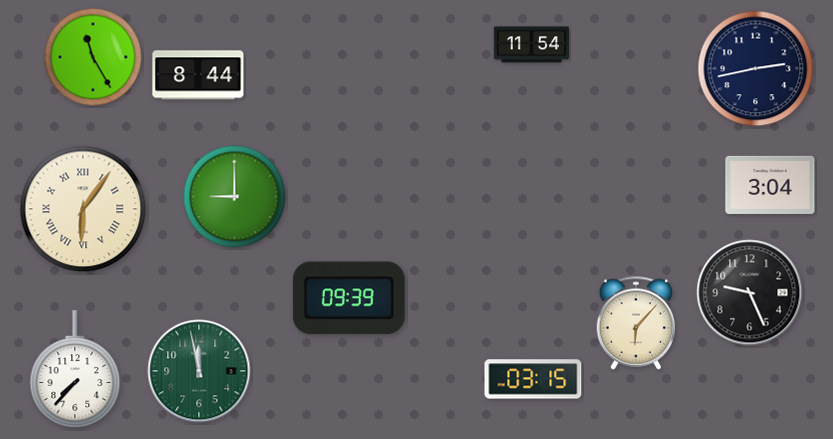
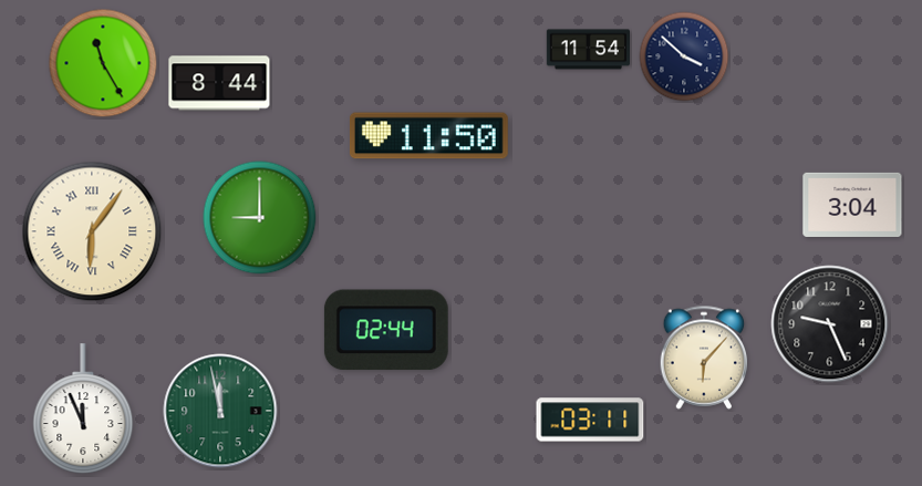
clock at (684, 56): none -> 3:52
clock at (756, 69): 2:43 -> none
clock at (428, 136): none -> 11:50
clock at (349, 298): 09:39 -> 02:44
clock at (75, 369): 7:37 -> 11:56
clock at (533, 379): 03:15 -> 03:11
